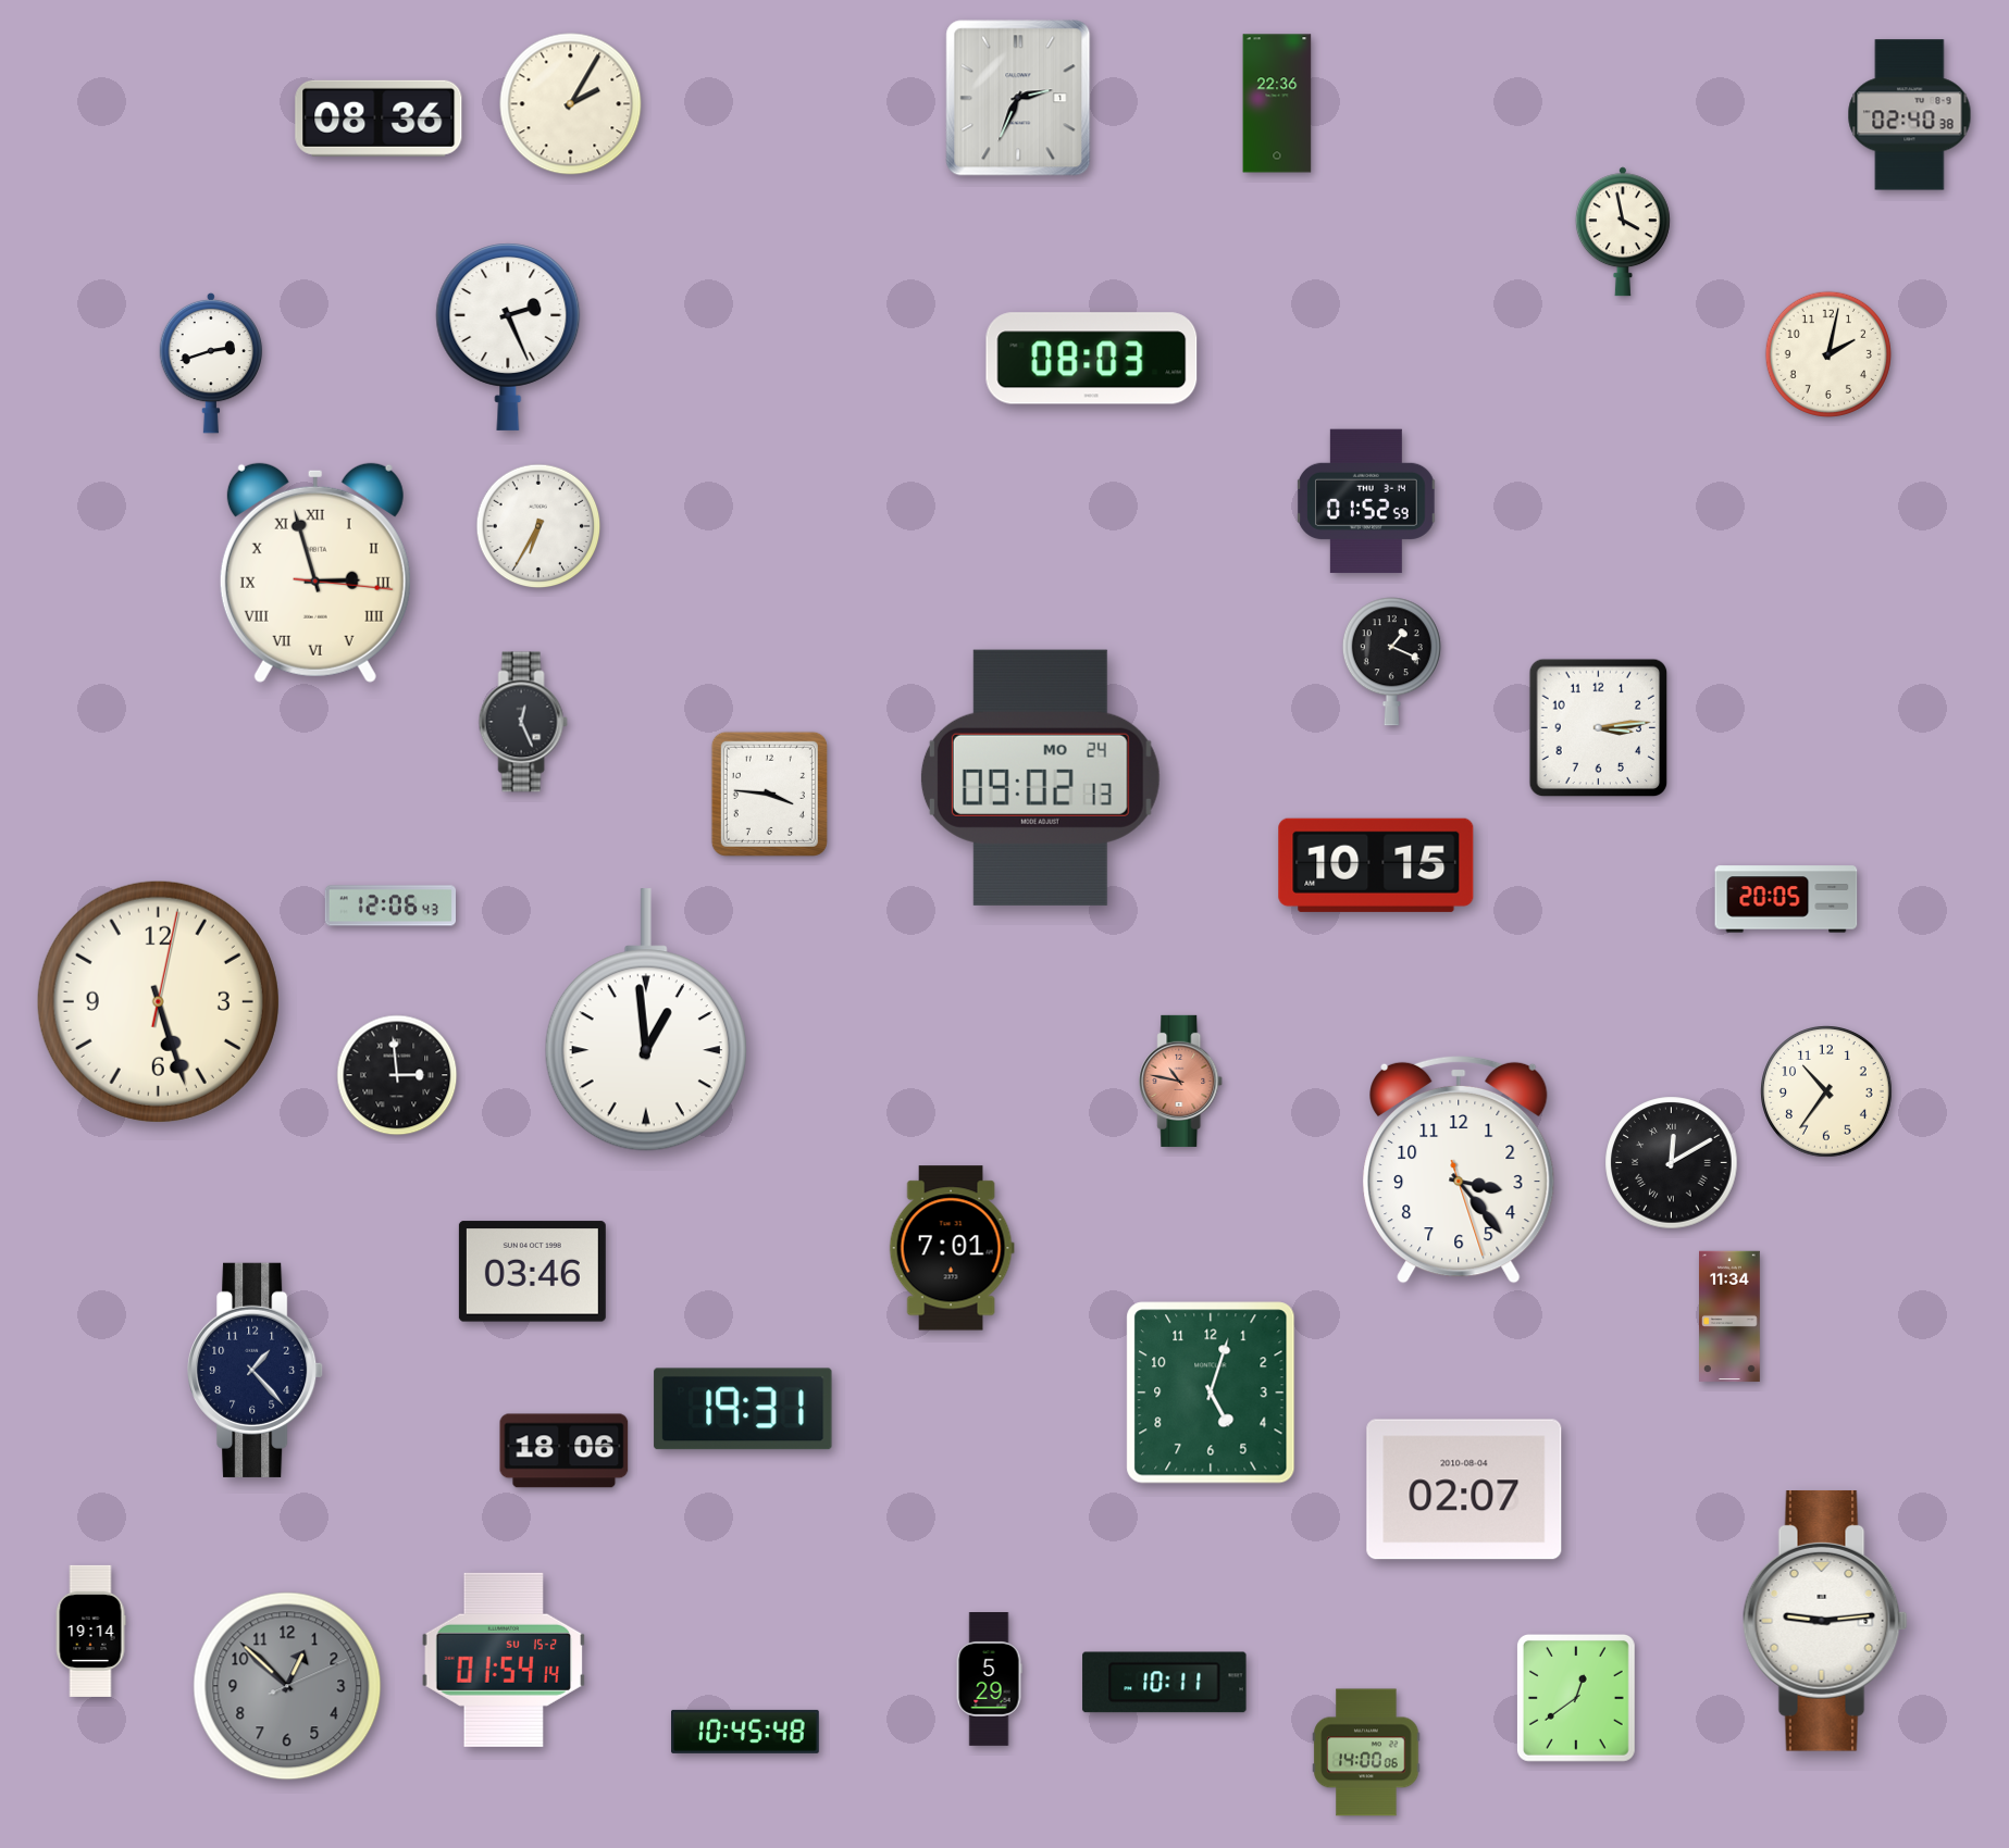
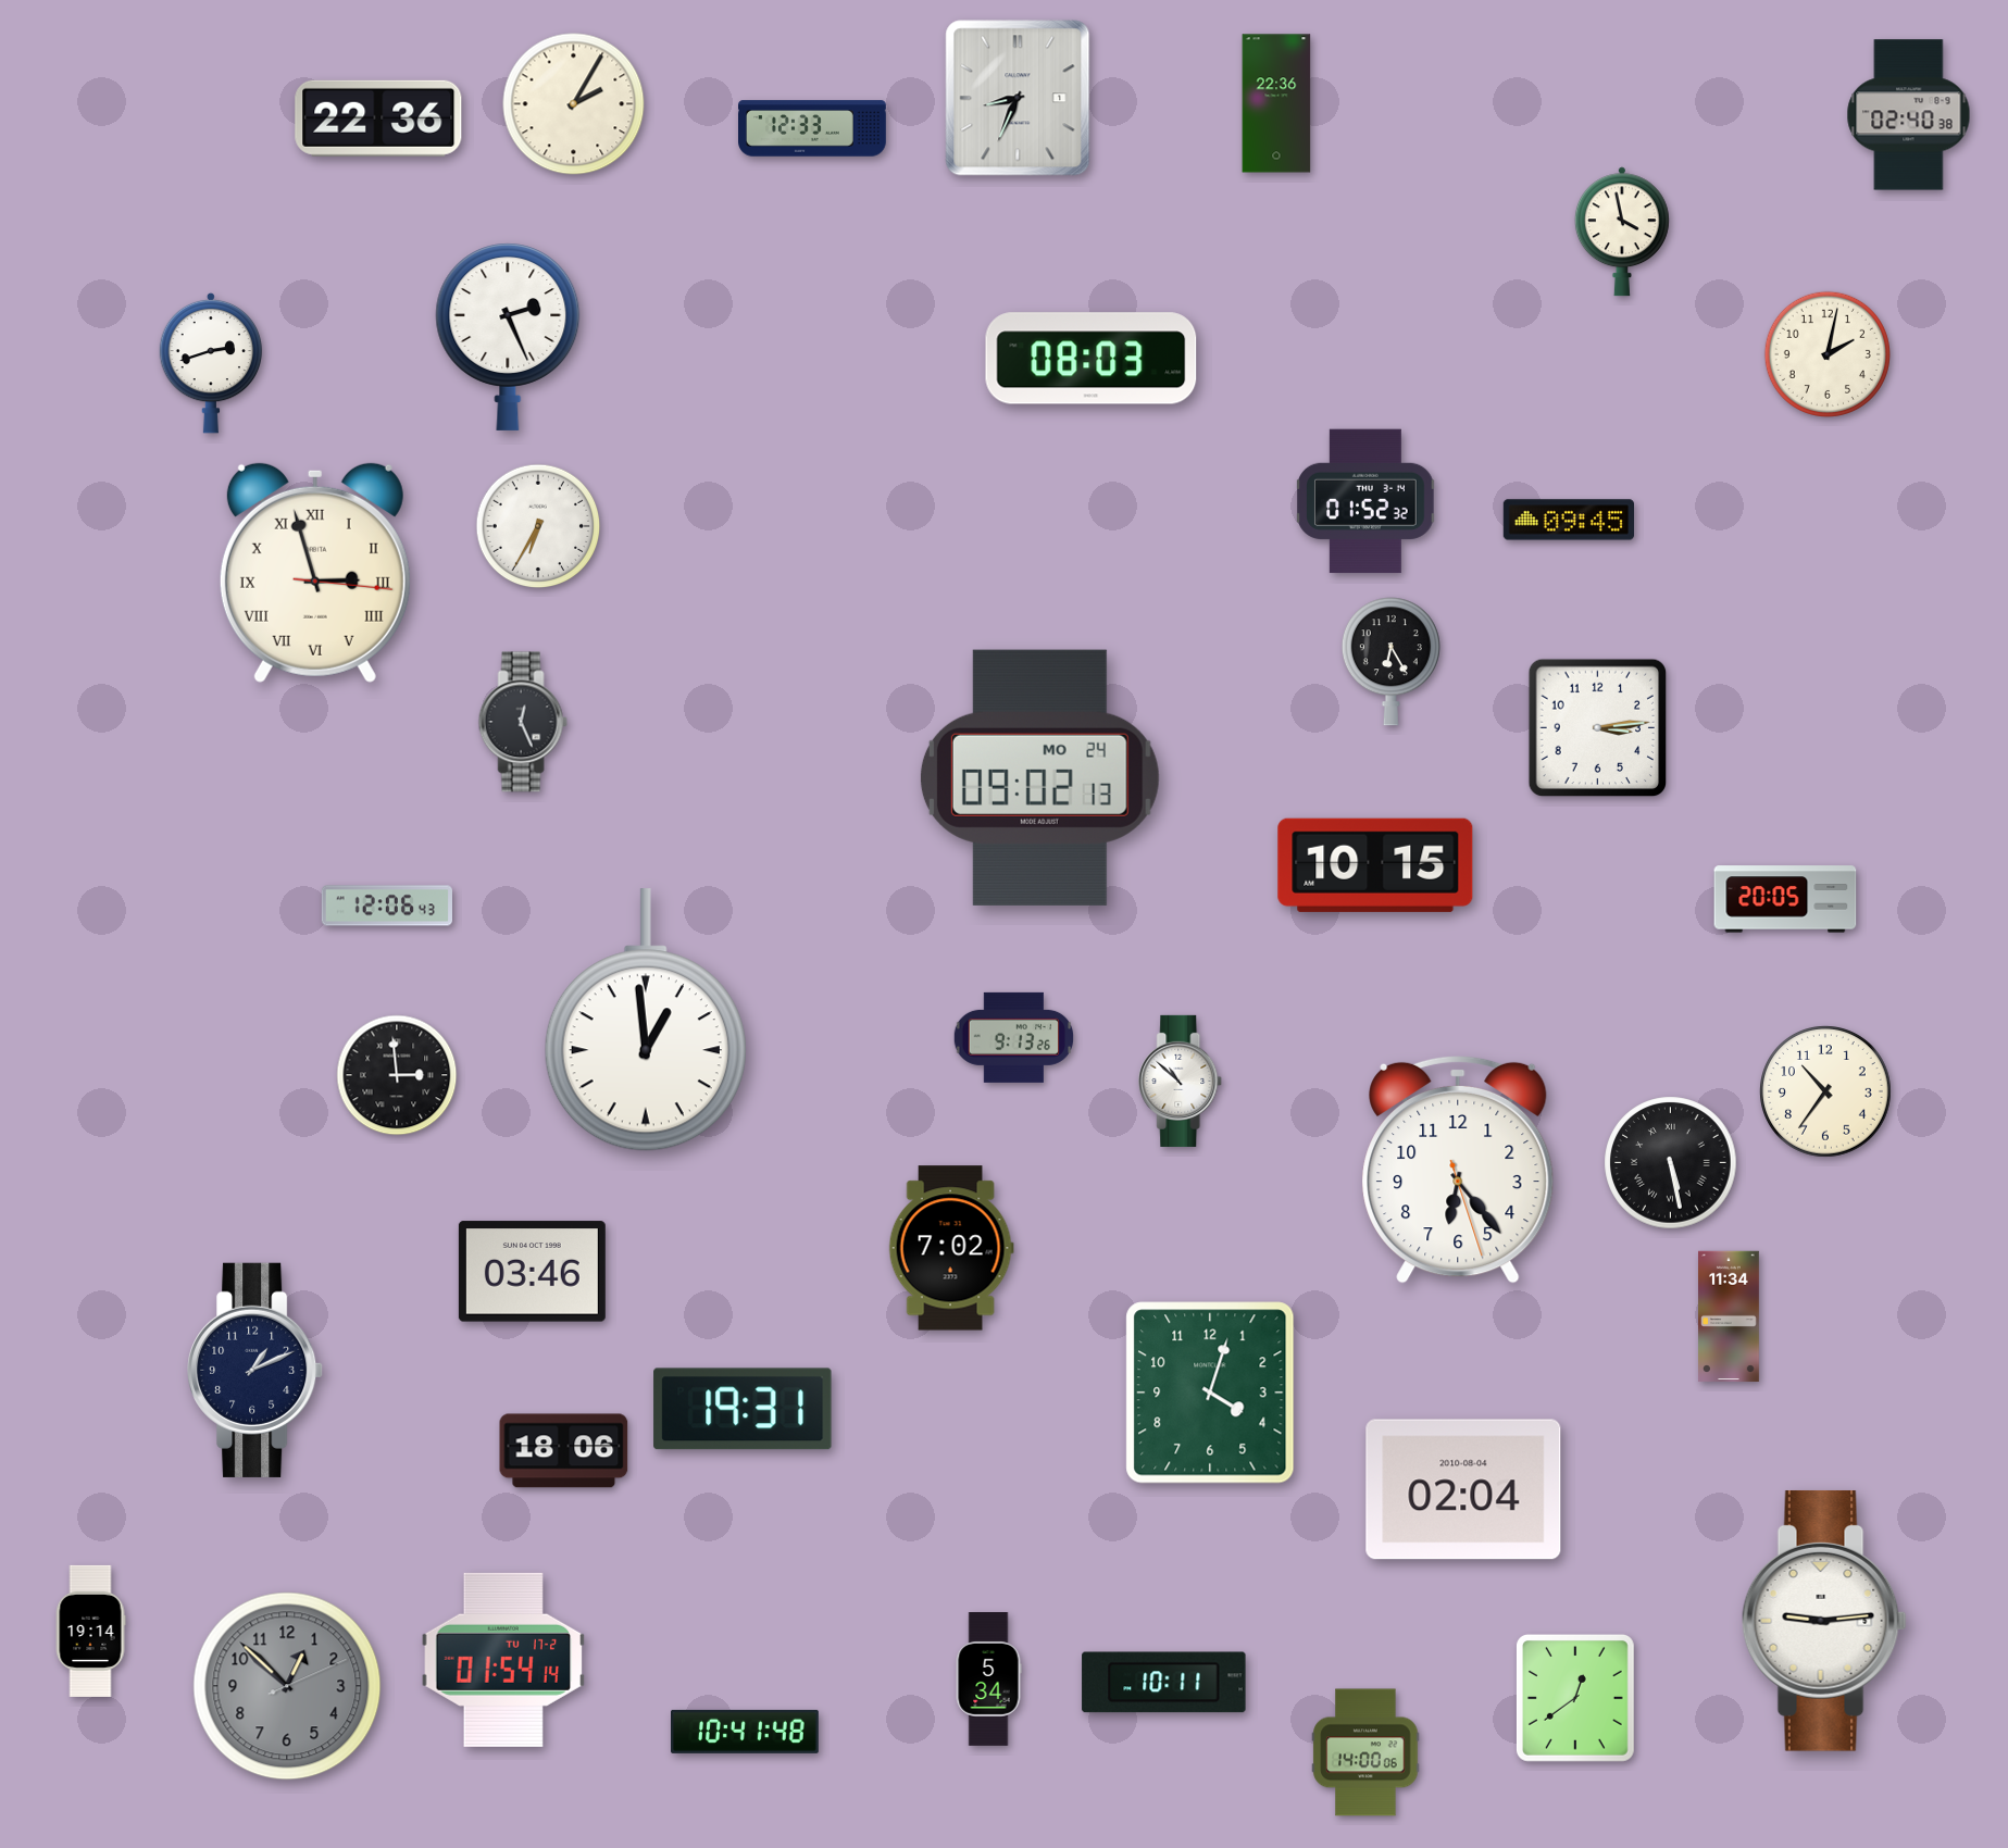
clock at (1018, 98): 2:34 -> 8:34
clock at (571, 104) position: (571, 104) -> (574, 104)
clock at (379, 118): 08:36 -> 22:36
clock at (813, 128): none -> 12:33
clock at (1366, 501): 01:52:59 -> 01:52:32
clock at (1568, 520): none -> 09:45
clock at (1391, 662): 1:19 -> 6:25
clock at (769, 794): 3:46 -> none
clock at (389, 906) position: (389, 906) -> (386, 906)
clock at (158, 1001): 5:27 -> none
clock at (1013, 1037): none -> 9:13
clock at (1181, 1081): 10:47 -> 10:52
clock at (1181, 1081) dial: salmon -> white
clock at (1672, 1163): 12:10 -> 5:28
clock at (1459, 1170): 3:23 -> 6:23
clock at (952, 1248): 7:01 -> 7:02
clock at (256, 1370): 1:23 -> 1:11
clock at (1211, 1393): 5:03 -> 4:03
clock at (1464, 1489): 02:07 -> 02:04
clock at (504, 1660) date: SU 15-2 -> TU 17-2
clock at (989, 1680): 5:29 -> 5:34
clock at (746, 1732): 10:45 -> 10:41
